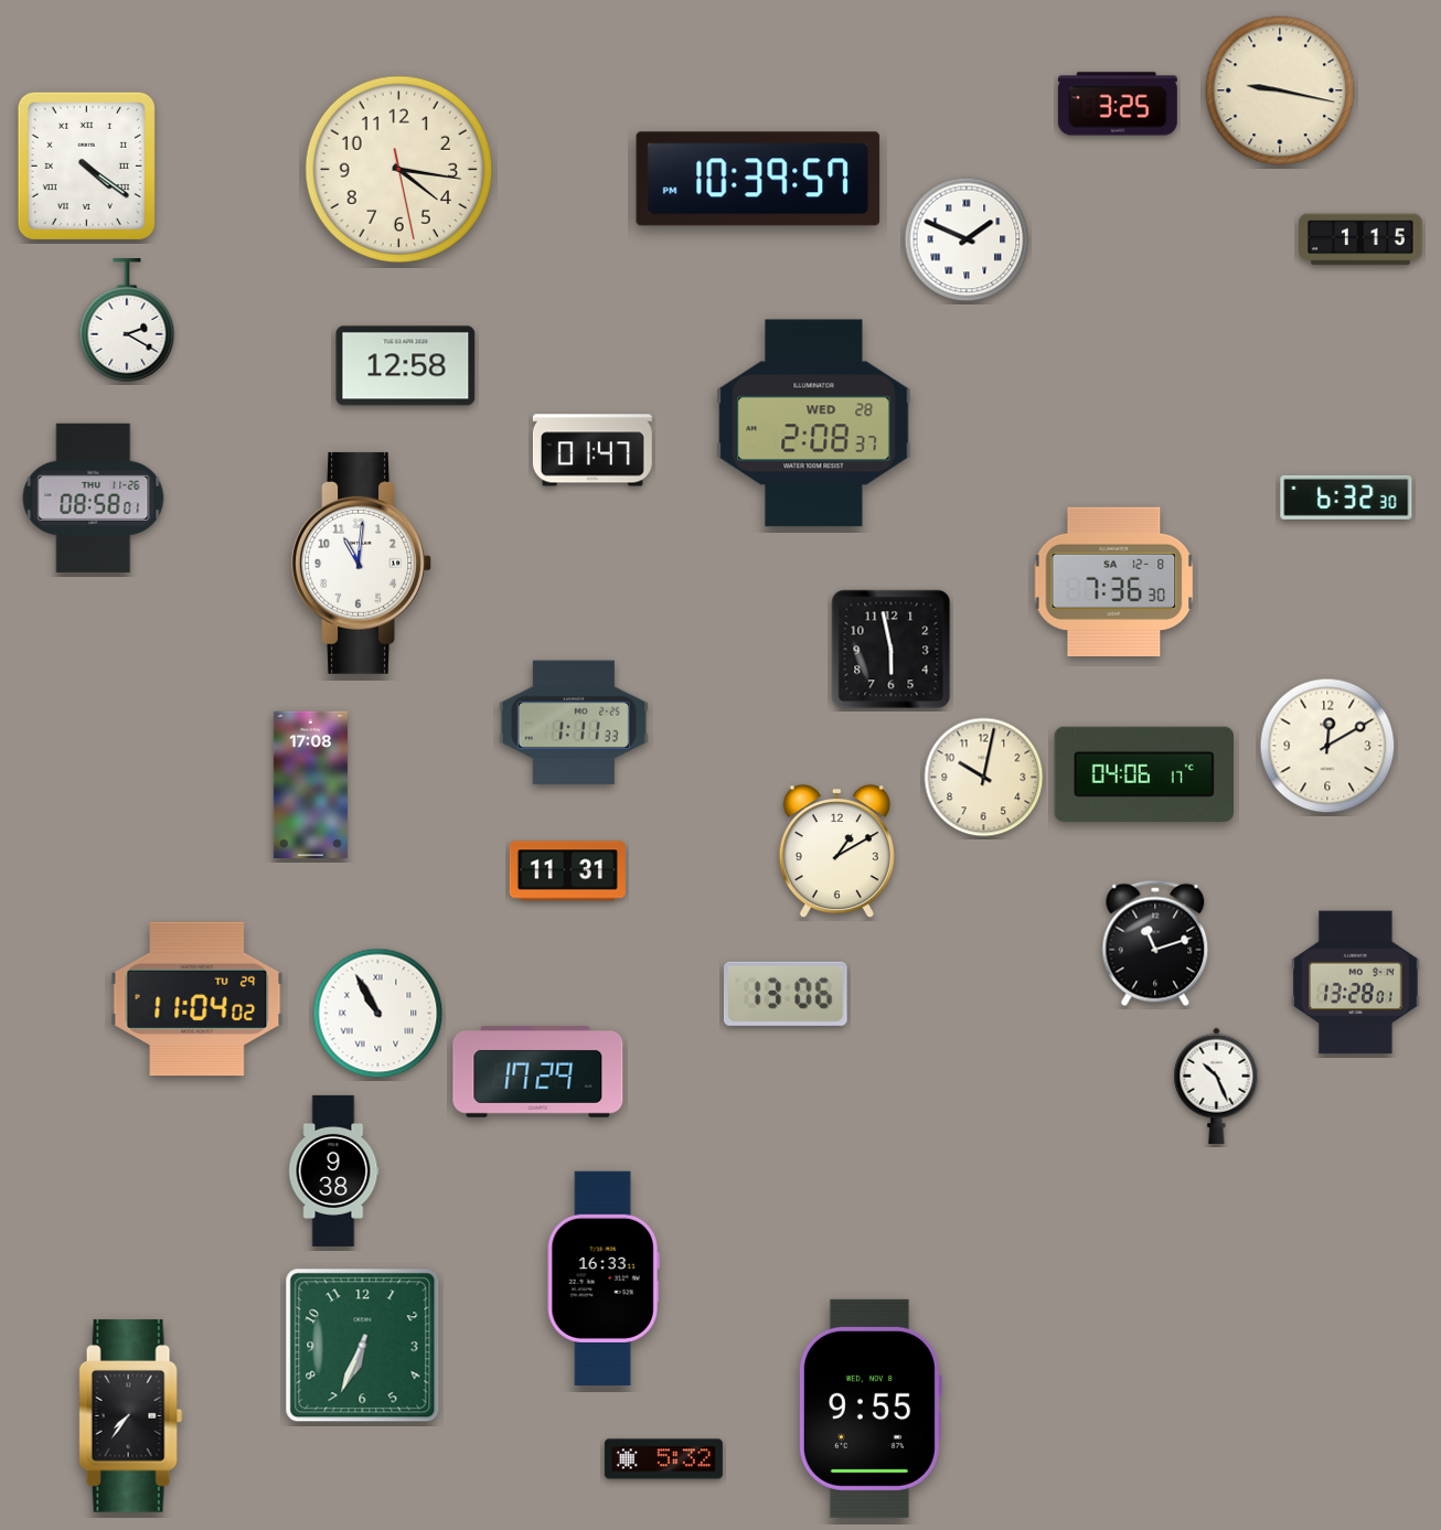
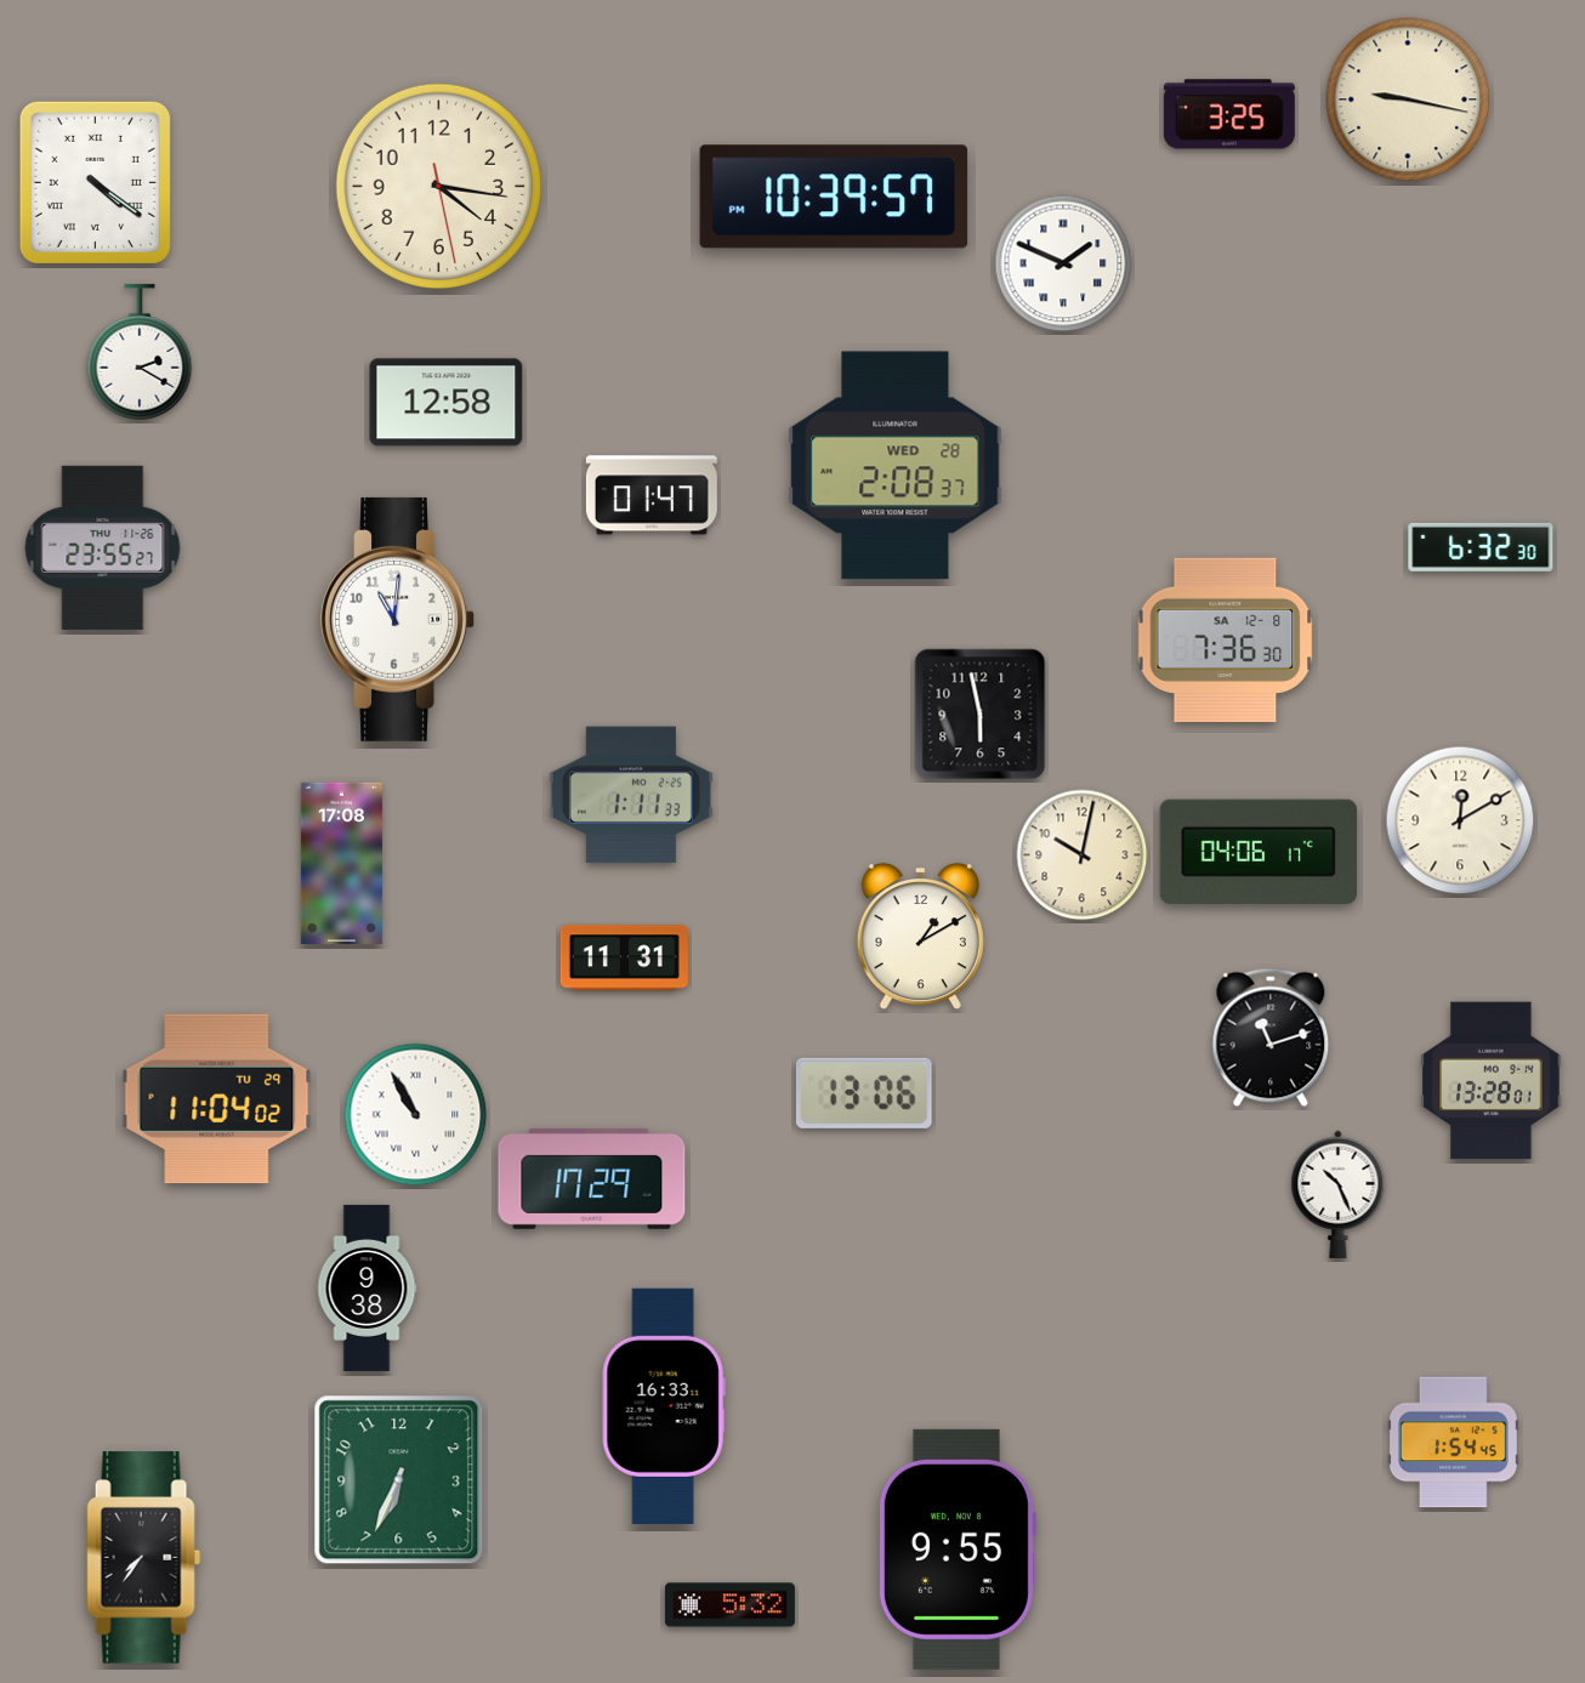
clock at (1360, 239): 1:15 -> none
clock at (94, 497): 08:58 -> 23:55
clock at (1453, 1443): none -> 1:54
